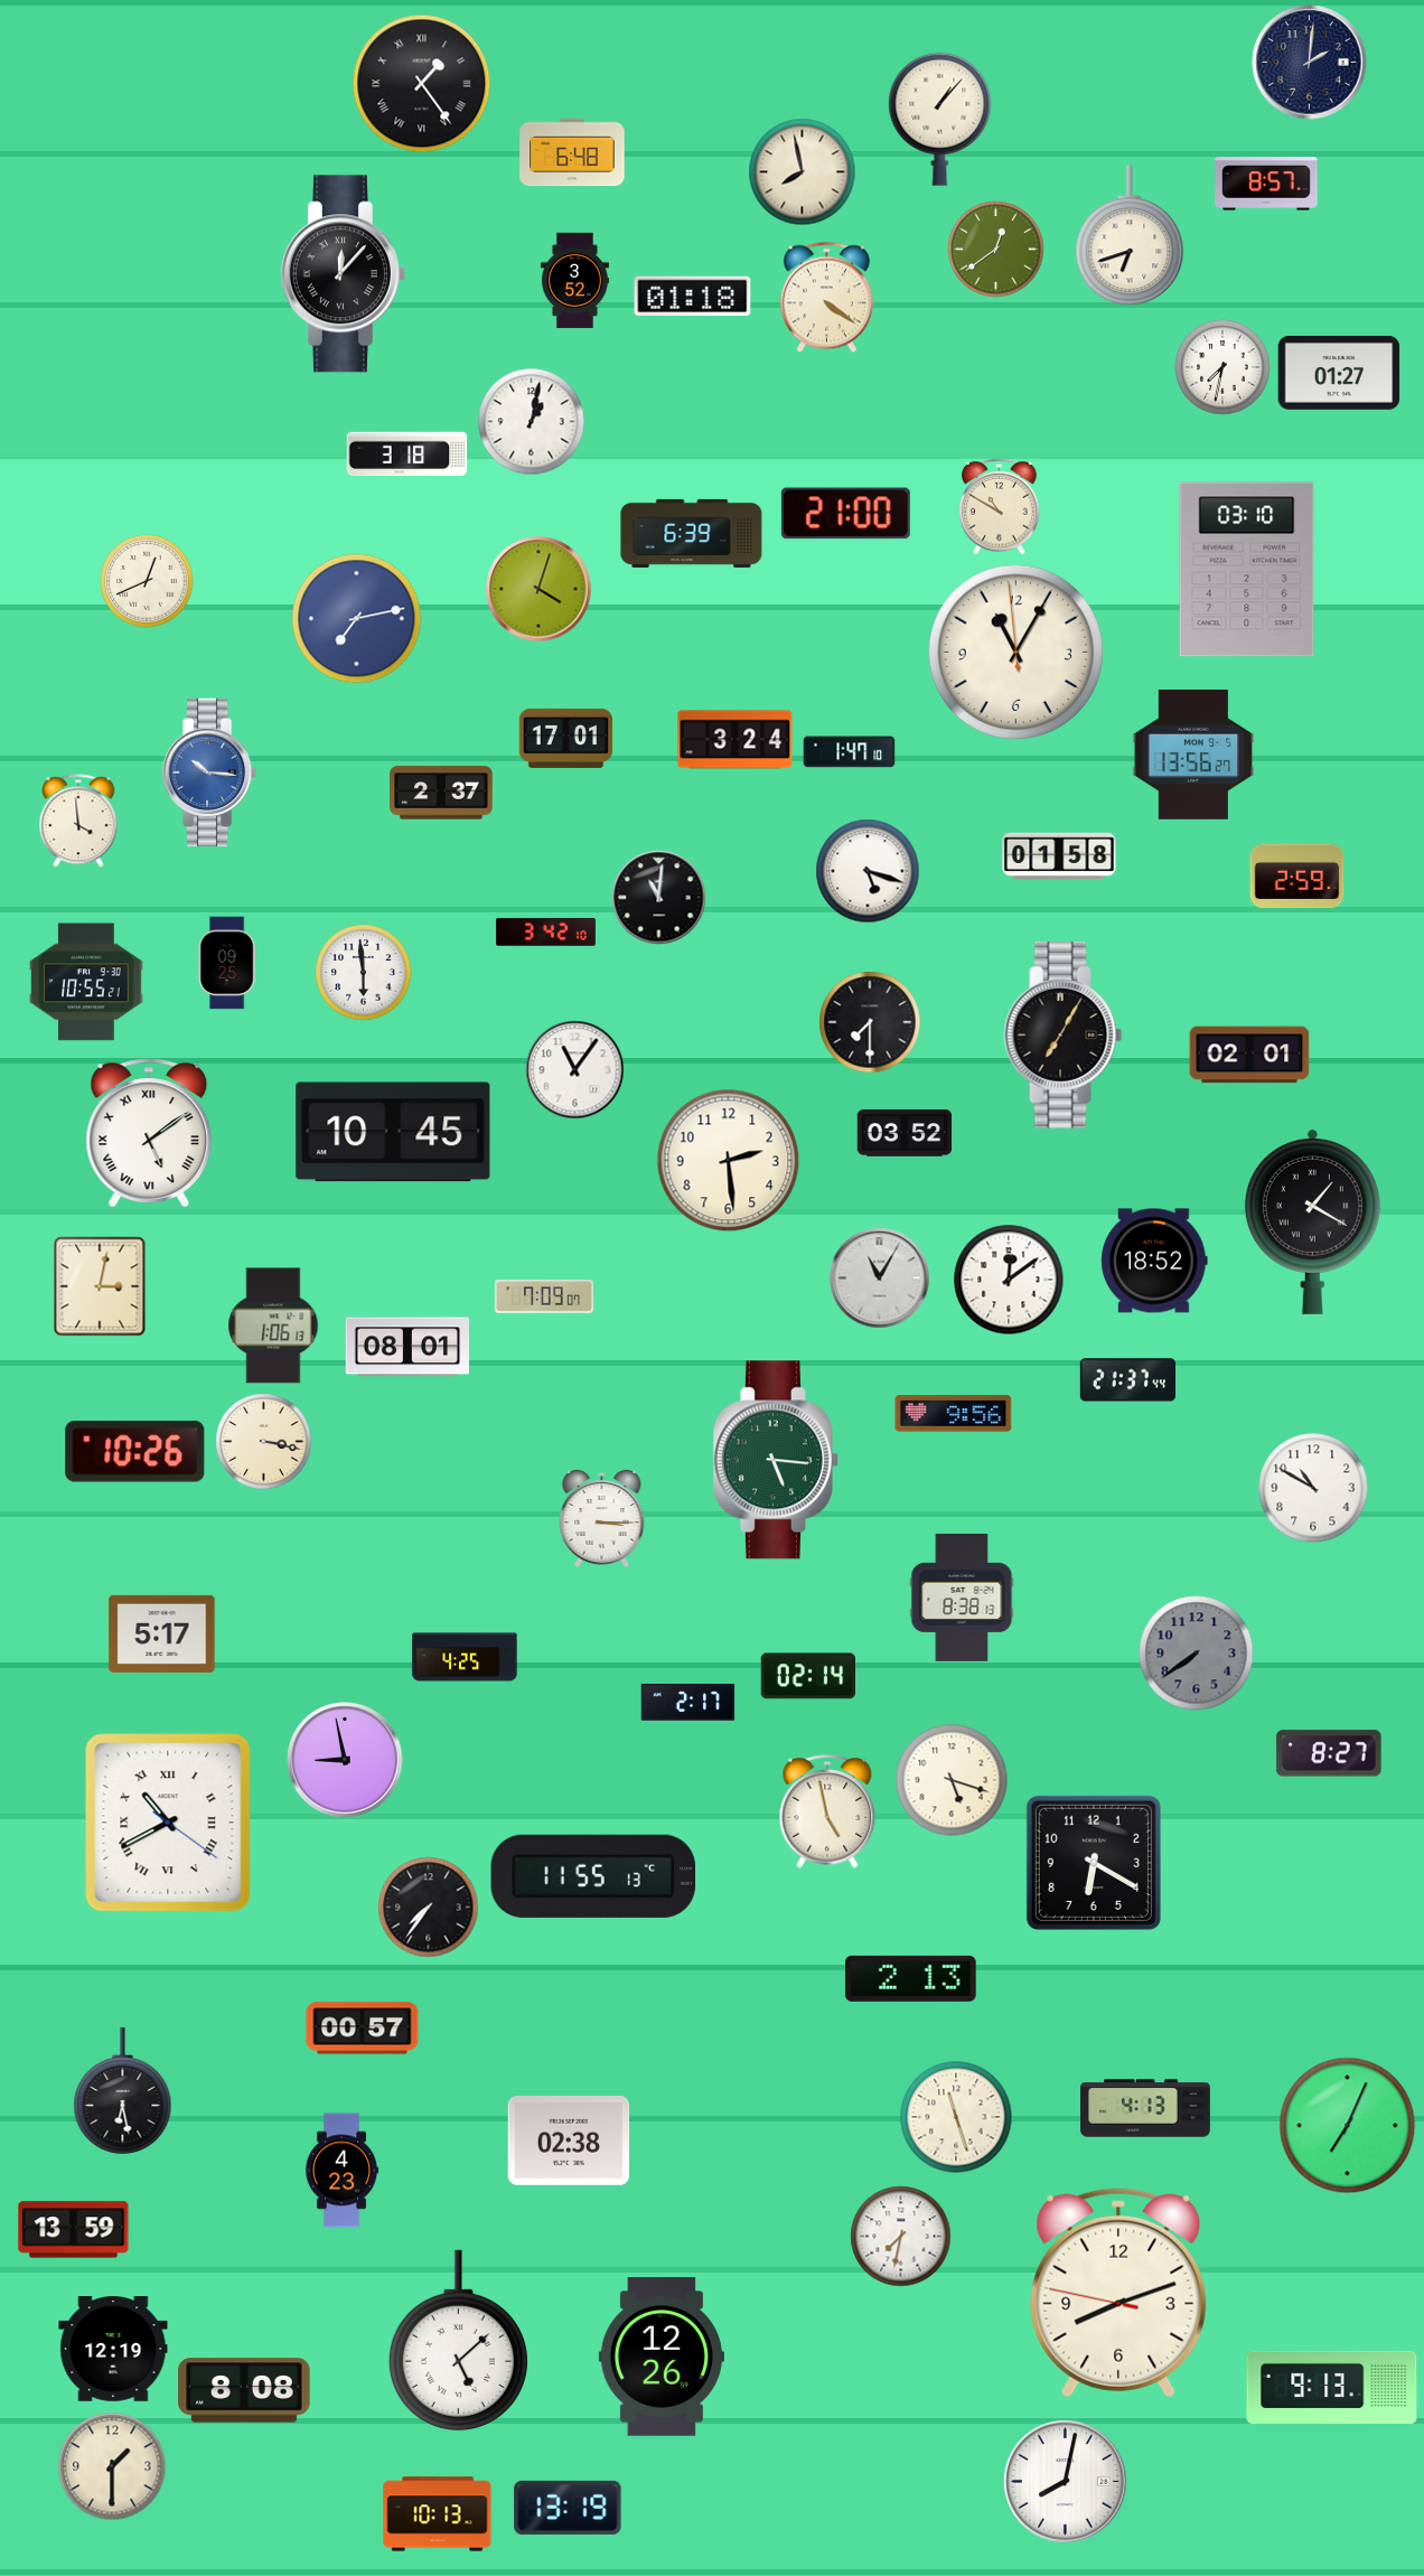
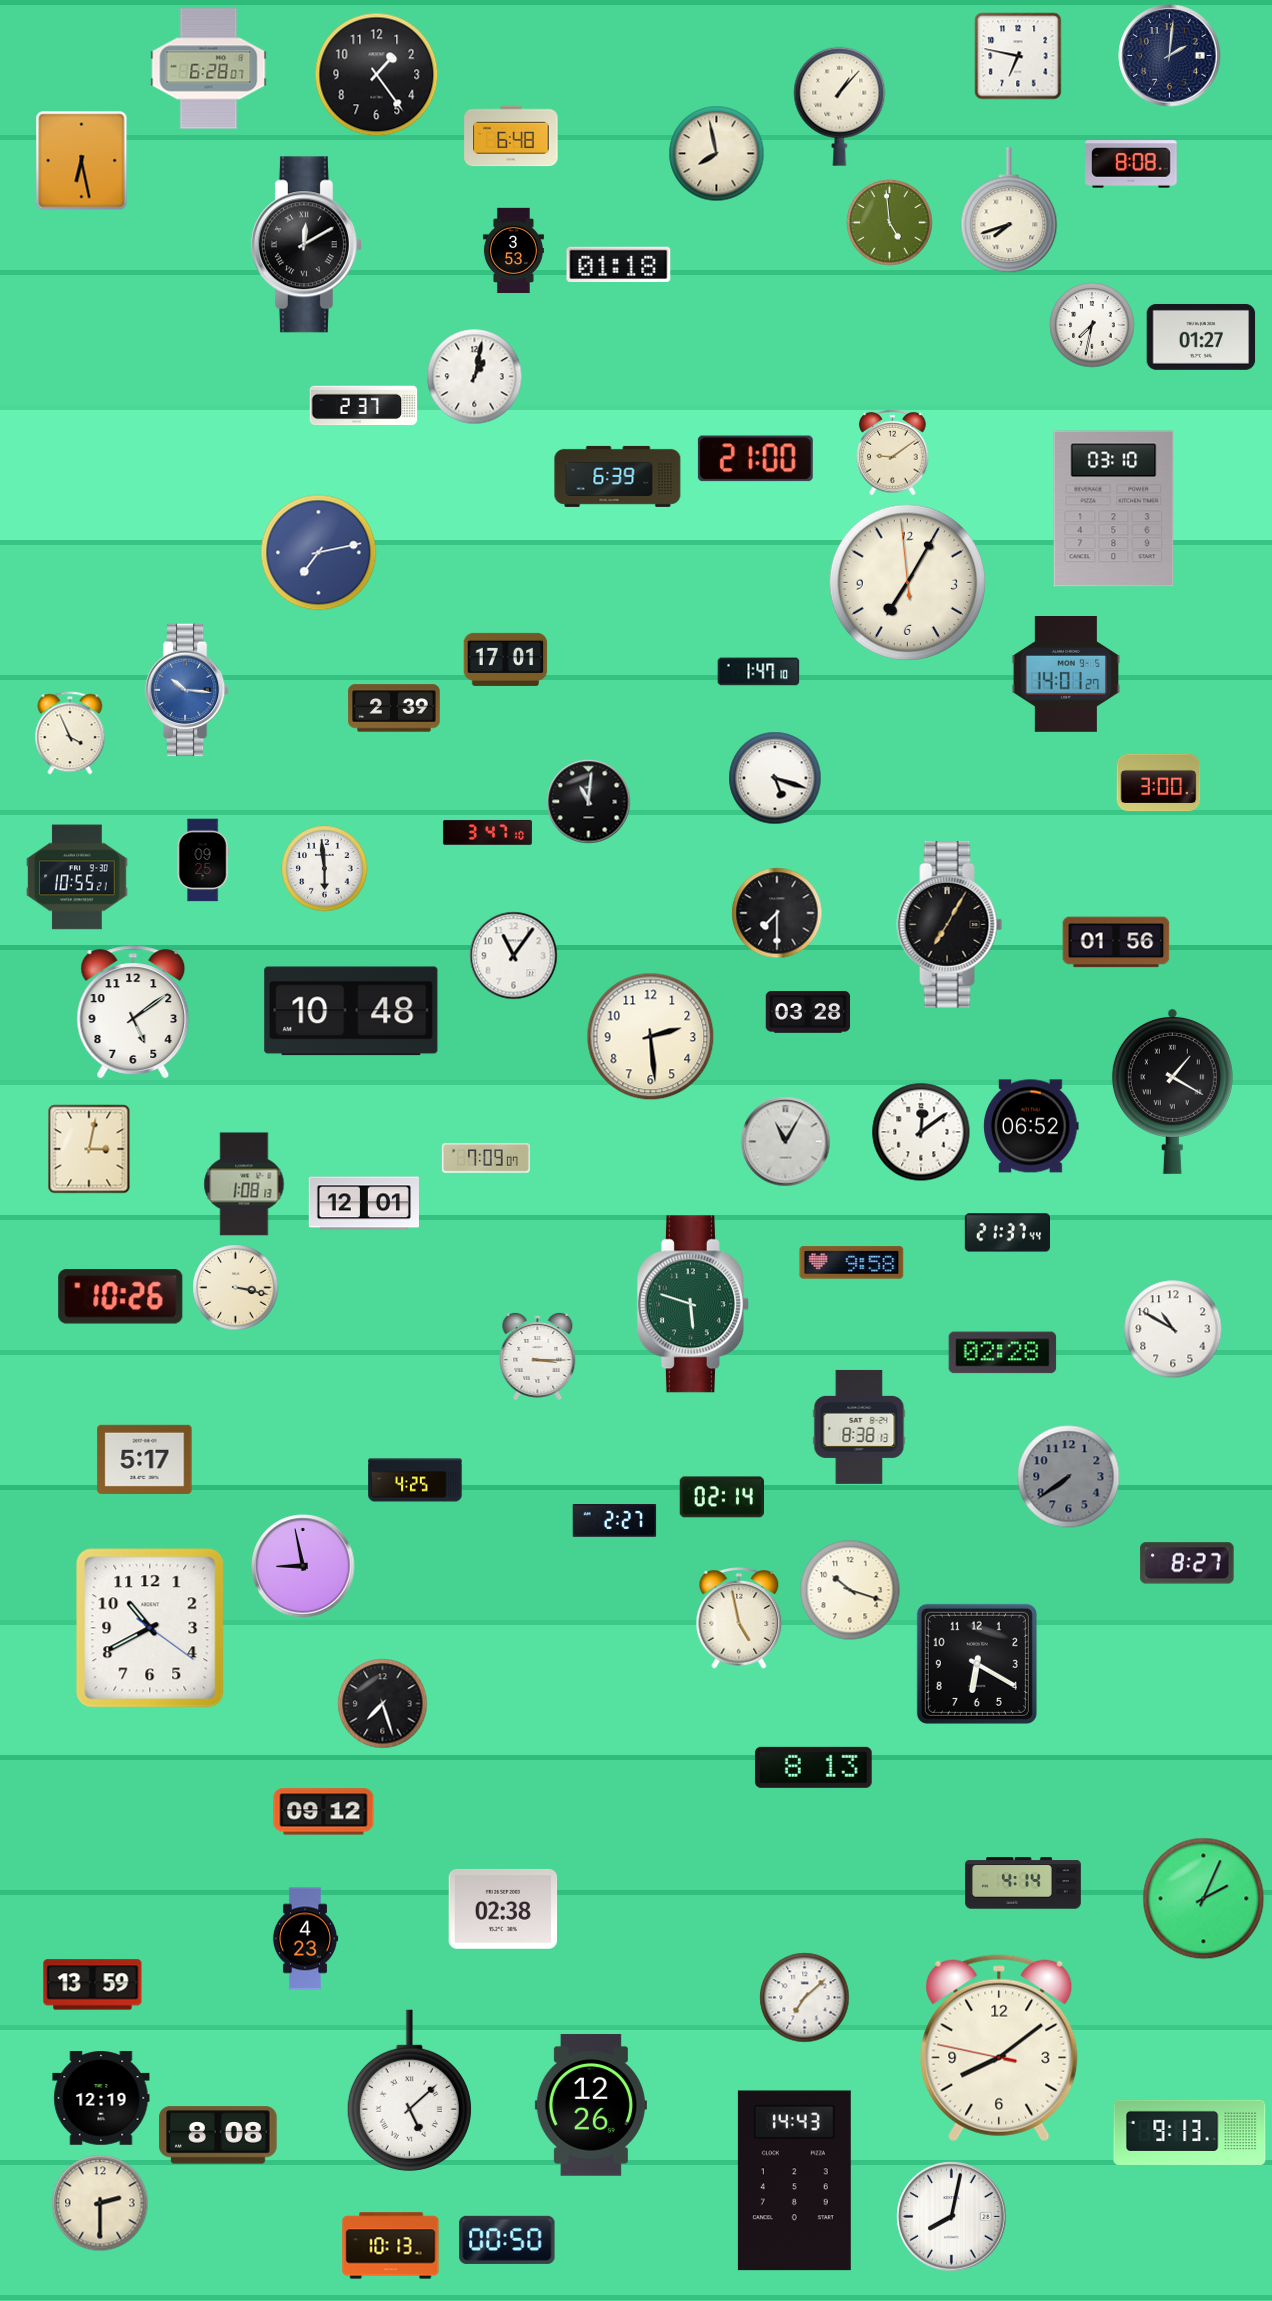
clock at (1018, 56): none -> 6:47
clock at (209, 69): none -> 6:28
clock at (422, 84) numerals: Roman -> Arabic
clock at (82, 161): none -> 6:28
clock at (1266, 184): 8:57 -> 8:08
clock at (1130, 236): 6:42 -> 7:42
clock at (996, 250): 12:39 -> 4:59
clock at (343, 274): 12:07 -> 12:10
clock at (574, 281): 3:52 -> 3:53
clock at (826, 298): 4:21 -> none
clock at (1222, 367) position: (1222, 367) -> (1092, 325)
clock at (1339, 373) position: (1339, 373) -> (1201, 337)
clock at (407, 455): 3:18 -> 2:37
clock at (1000, 506): 10:50 -> 9:09
clock at (147, 581): 12:41 -> none
clock at (538, 589): 4:03 -> none
clock at (1015, 652): 11:04 -> 7:04
clock at (736, 740): 3:24 -> none
clock at (1193, 756): 13:56 -> 14:01
clock at (441, 793): 2:37 -> 2:39
clock at (78, 821): 3:59 -> 3:56
clock at (1059, 856): 01:58 -> none
clock at (1297, 877): 2:59 -> 3:00
clock at (545, 931): 3:42 -> 3:47
clock at (1249, 1055): 02:01 -> 01:56
clock at (393, 1132): 10:45 -> 10:48
clock at (149, 1133) numerals: Roman -> Arabic
clock at (905, 1133): 03:52 -> 03:28
clock at (1154, 1261): 18:52 -> 06:52
clock at (1009, 1280) position: (1009, 1280) -> (921, 1132)
clock at (273, 1326): 1:06 -> 1:08
clock at (406, 1347): 08:01 -> 12:01
clock at (954, 1414): 9:56 -> 9:58
clock at (776, 1460): 5:16 -> 5:48
clock at (1003, 1353): none -> 02:28
clock at (688, 1703): 2:17 -> 2:27
clock at (1329, 1753) position: (1329, 1753) -> (1187, 1563)
clock at (345, 1760) position: (345, 1760) -> (303, 1566)
clock at (952, 1780): 5:18 -> 10:18
clock at (168, 1823) numerals: Roman -> Arabic
clock at (593, 1876): 11:55 -> none
clock at (429, 1908): 7:36 -> 7:27
clock at (910, 1978): 2:13 -> 8:13
clock at (363, 2029): 00:57 -> 09:12
clock at (123, 2090): 6:28 -> none
clock at (1145, 2108): 4:13 -> 4:14
clock at (956, 2117): 11:27 -> none
clock at (1348, 2126): 7:04 -> 2:04
clock at (569, 2141) position: (569, 2141) -> (503, 1909)
clock at (74, 2230) position: (74, 2230) -> (93, 1985)
clock at (901, 2237): 7:32 -> 7:08
clock at (1118, 2293): 8:11 -> 8:08
clock at (794, 2181): none -> 14:43
clock at (112, 2466): 1:30 -> 2:30
clock at (568, 2508): 13:19 -> 00:50
